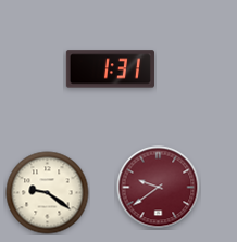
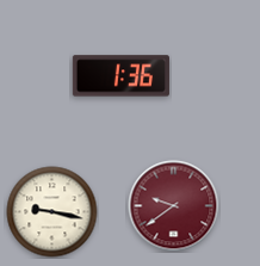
clock at (110, 69): 1:31 -> 1:36
clock at (48, 193): 9:21 -> 9:17
